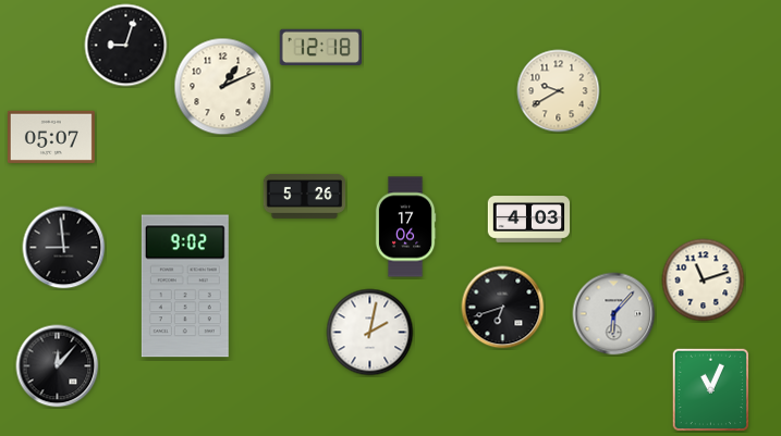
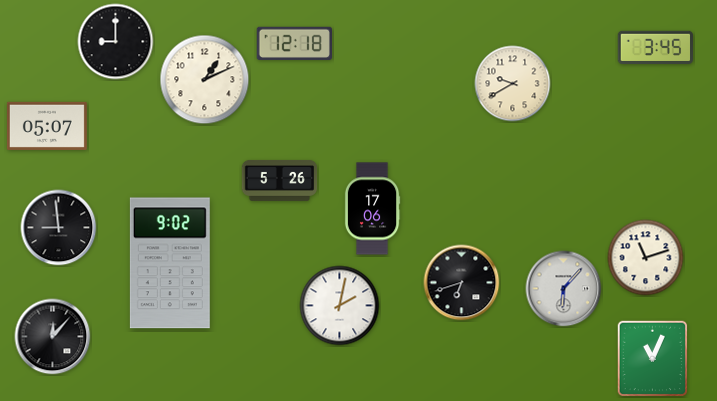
clock at (126, 46): 9:03 -> 9:00
clock at (655, 47): none -> 3:45
clock at (529, 220): 4:03 -> none
